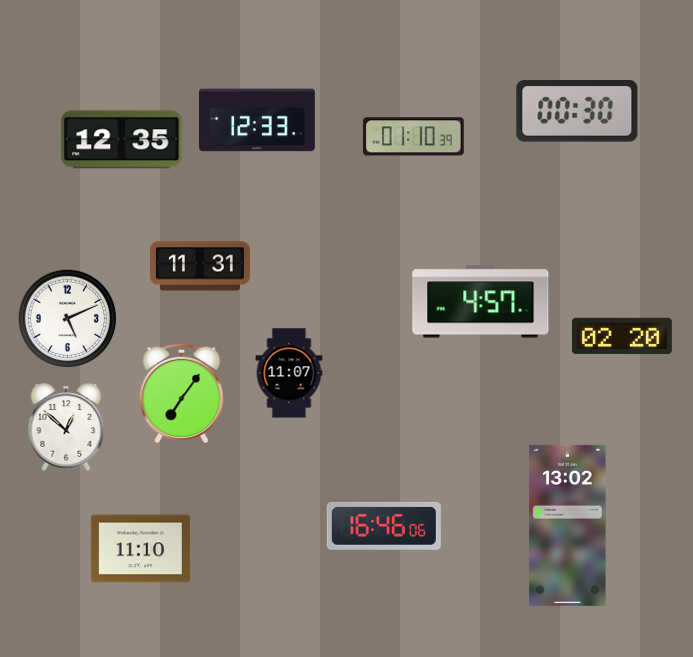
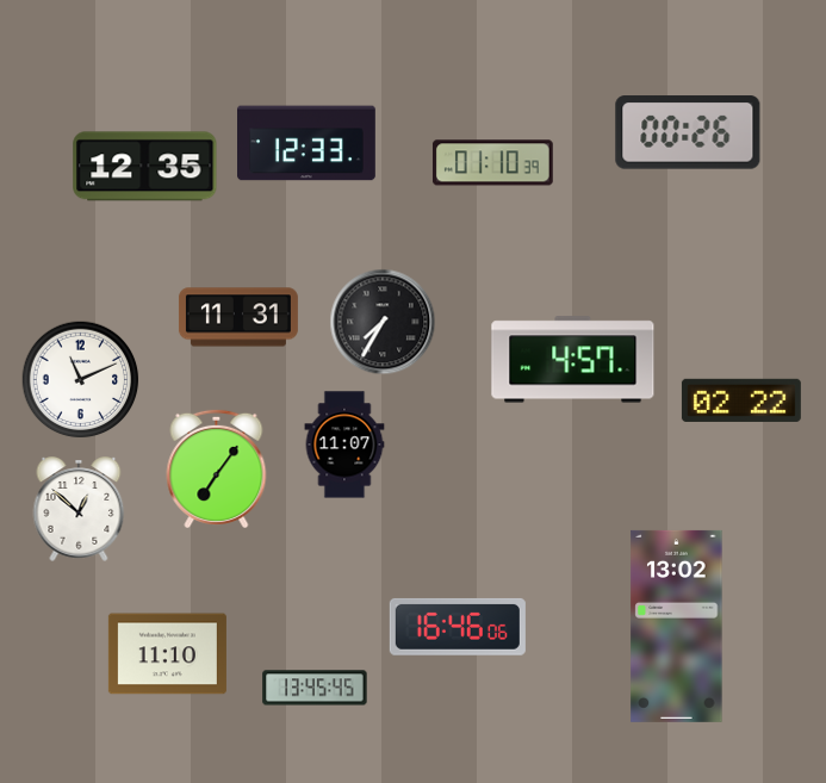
clock at (577, 111): 00:30 -> 00:26
clock at (383, 322): none -> 7:35
clock at (68, 319): 5:11 -> 11:11
clock at (622, 336): 02:20 -> 02:22
clock at (315, 688): none -> 13:45
